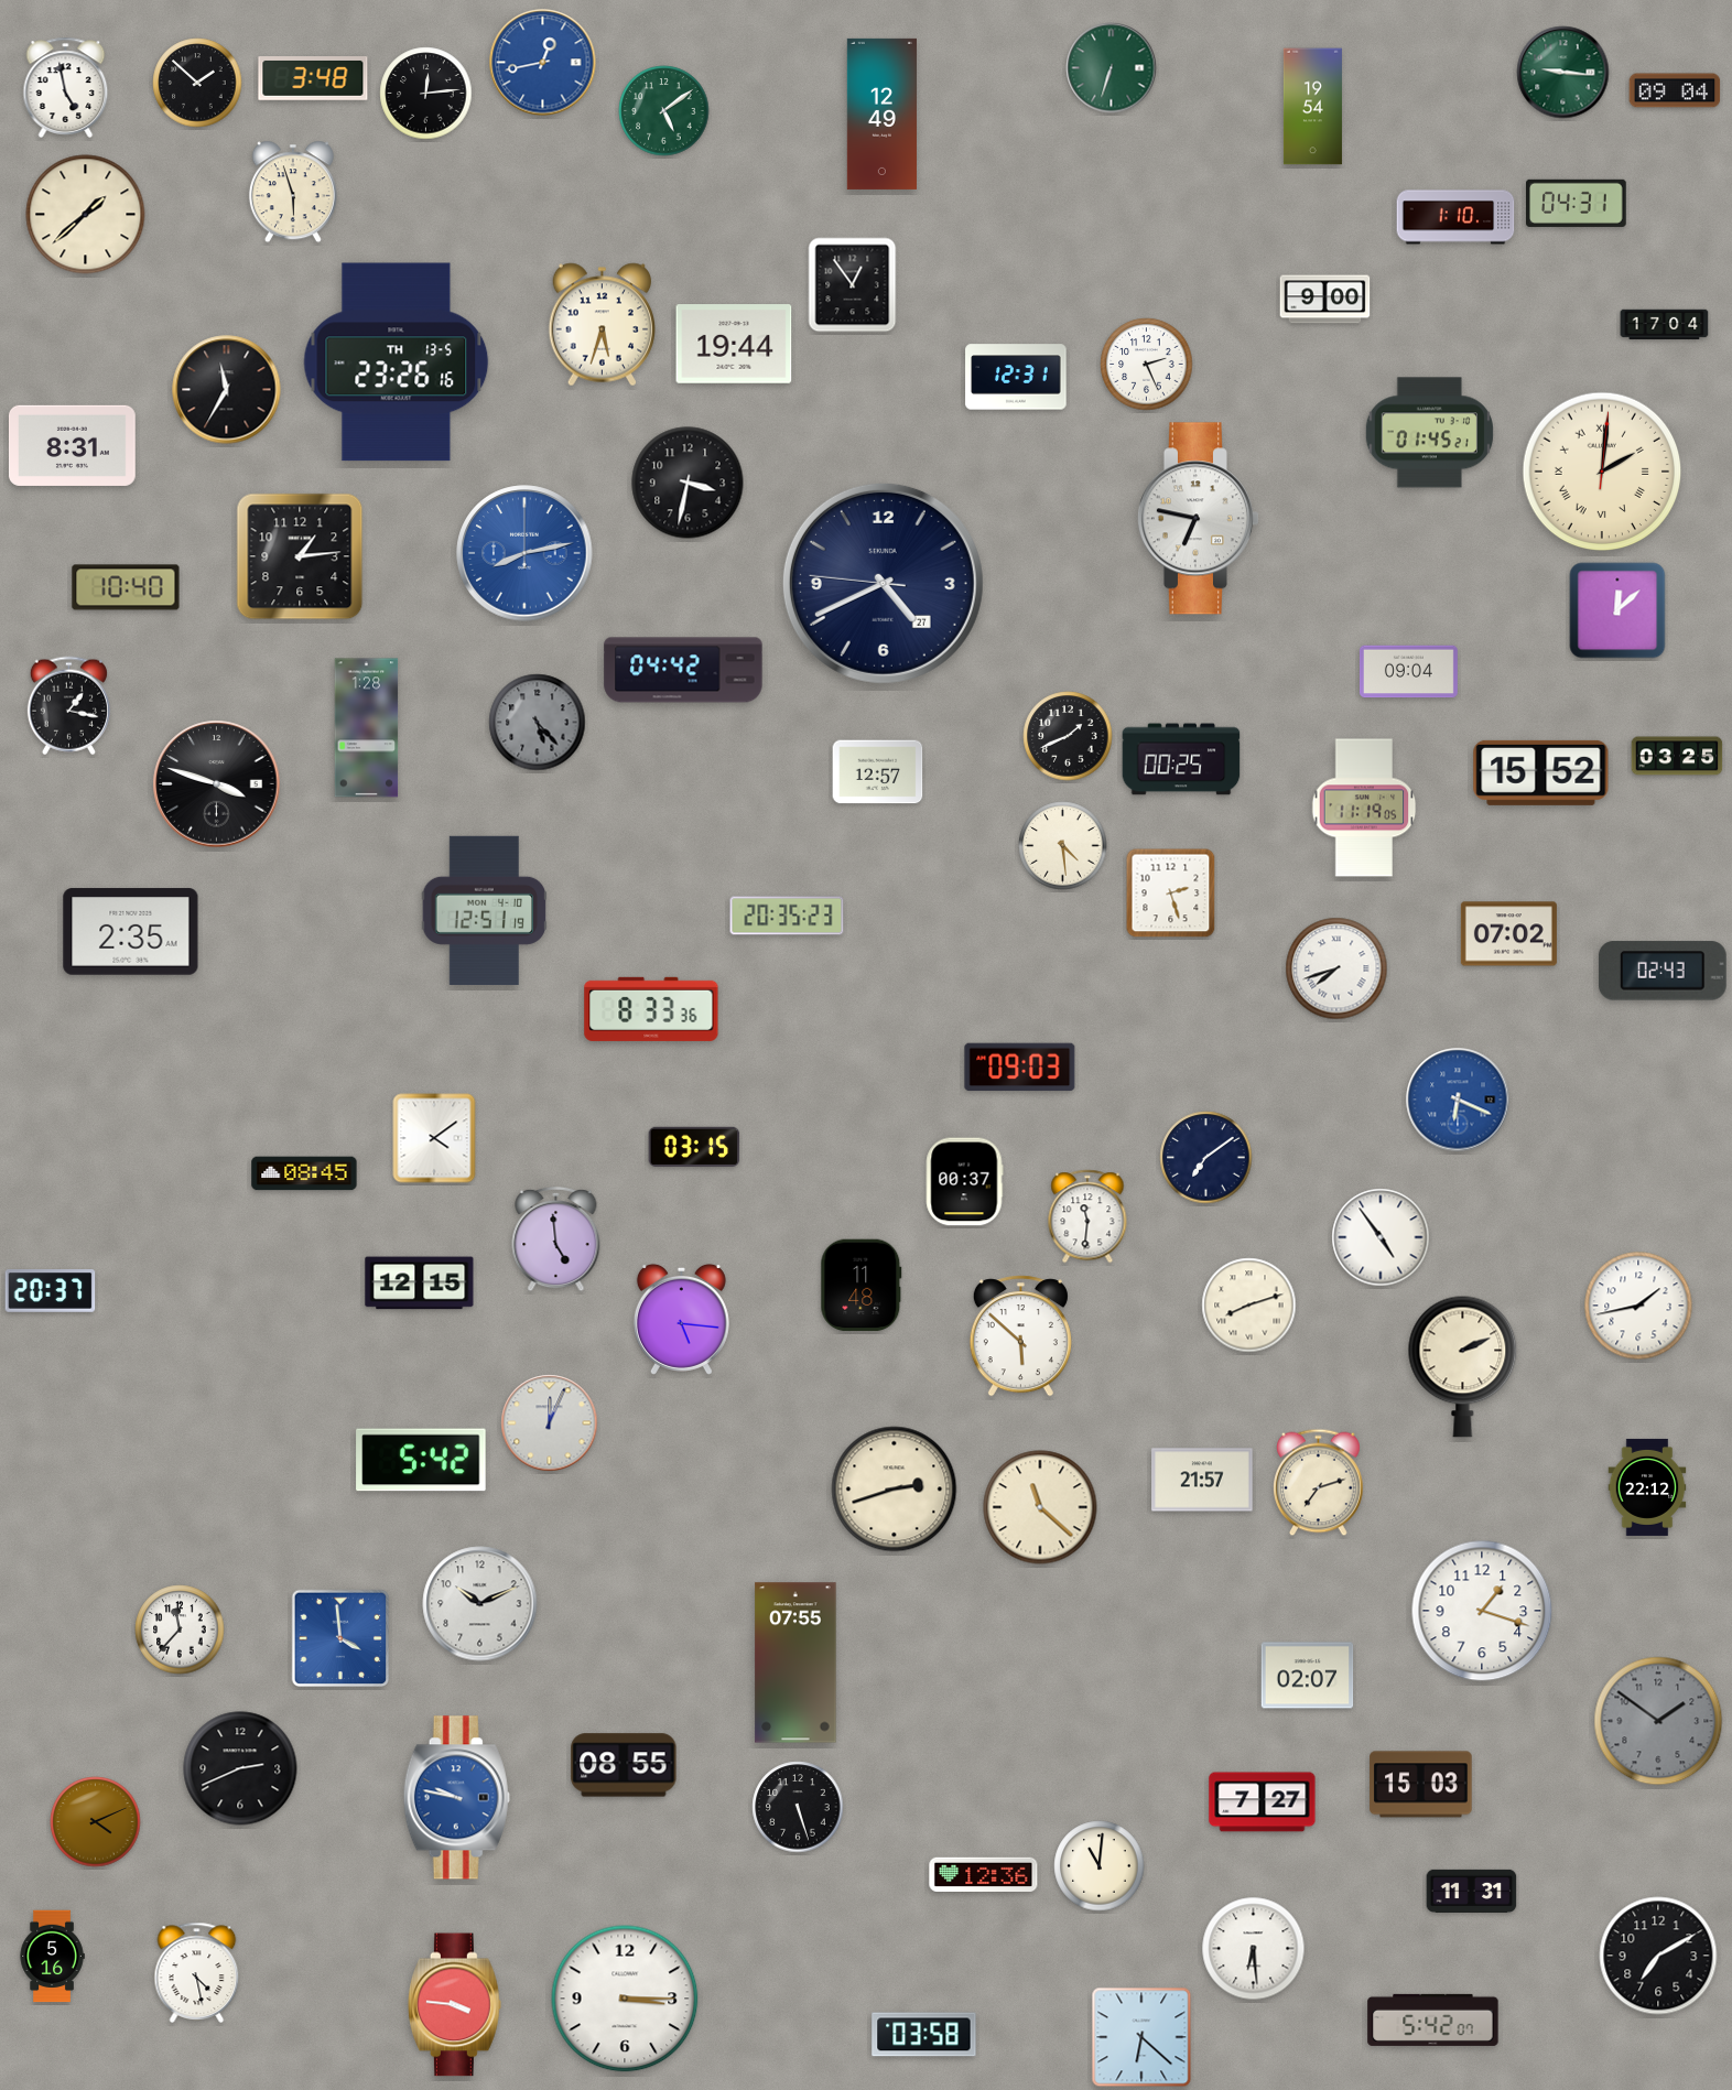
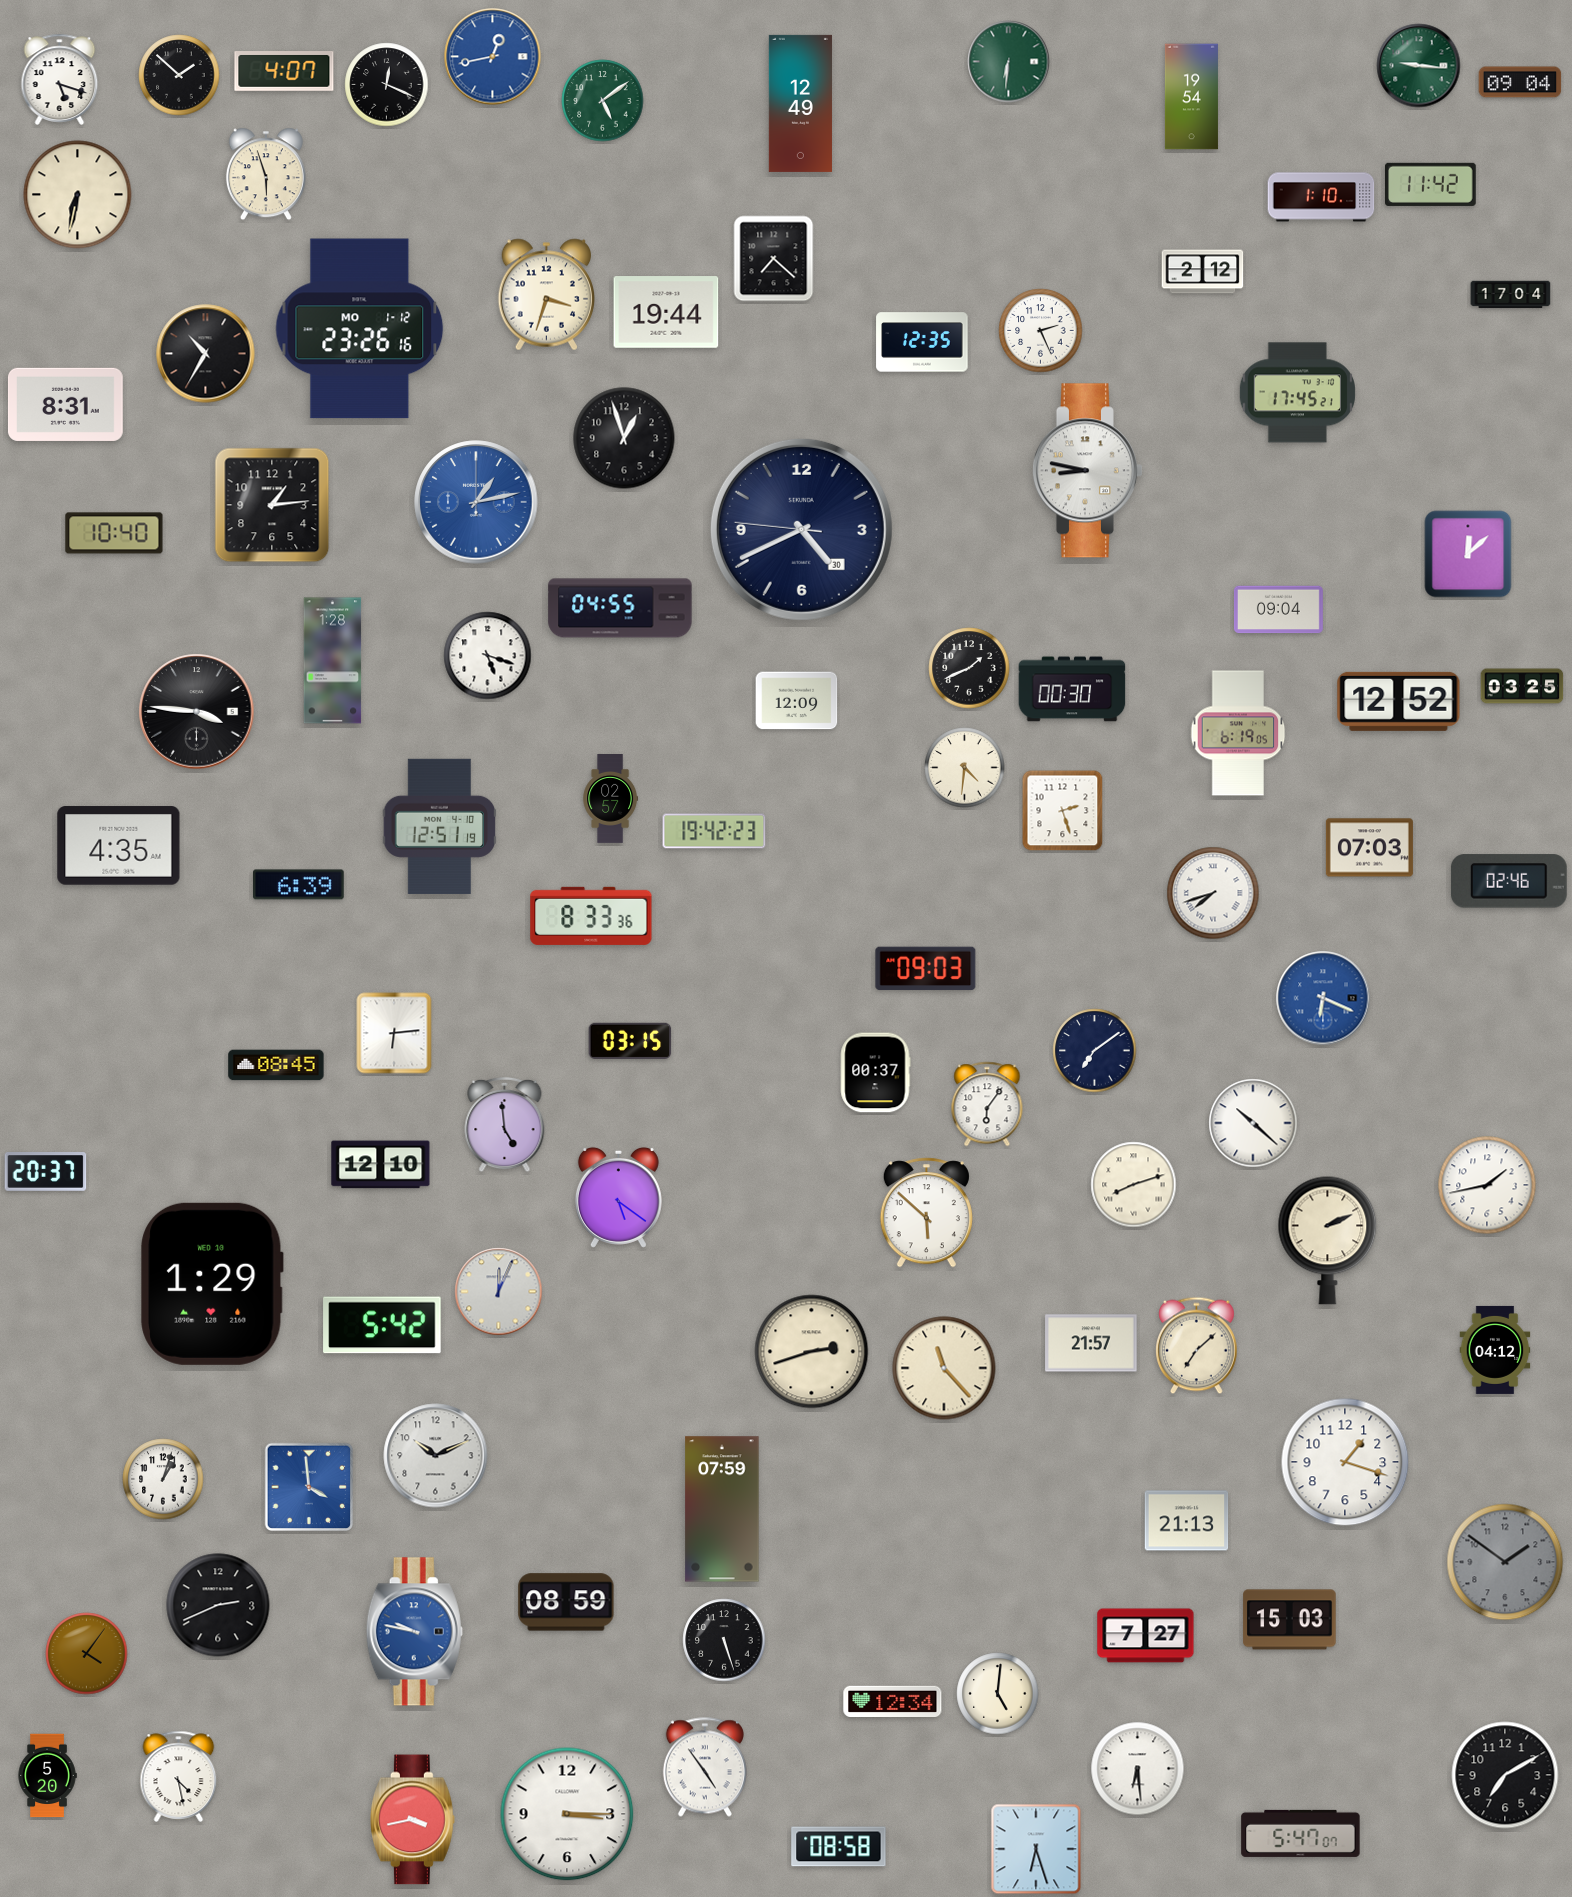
clock at (1112, 68): 6:33 -> 6:31
clock at (313, 79): 3:48 -> 4:07
clock at (66, 87): 4:58 -> 5:18
clock at (426, 94): 12:14 -> 12:19
clock at (1577, 203): 04:31 -> 11:42
clock at (86, 215): 1:38 -> 6:32
clock at (853, 285): 12:54 -> 7:22
clock at (1325, 300): 9:00 -> 2:12
clock at (603, 325): 5:33 -> 3:33
clock at (397, 362) date: TH 13-5 -> MO 1-12
clock at (1016, 377): 12:31 -> 12:35
clock at (227, 390): 11:35 -> 10:35
clock at (1429, 433): 01:45 -> 17:45
clock at (1602, 472): 2:01 -> none
clock at (688, 483): 3:32 -> 12:57
clock at (1198, 519): 6:47 -> 8:47
clock at (524, 553): 8:13 -> 1:13
clock at (883, 583) date: 27 -> 30
clock at (683, 670): 04:42 -> 04:55
clock at (68, 706): 1:17 -> none
clock at (538, 723): 5:23 -> 5:18
clock at (538, 723) dial: grey -> white
clock at (1181, 759): 00:25 -> 00:30
clock at (878, 772): 12:57 -> 12:09
clock at (1541, 772): 15:52 -> 12:52
clock at (217, 784): 3:48 -> 3:46
clock at (1364, 808): 11:19 -> 6:19
clock at (1063, 846): 4:29 -> 4:31
clock at (611, 799): none -> 02:57
clock at (787, 916): 20:35 -> 19:42
clock at (131, 932): 2:35 -> 4:35
clock at (1508, 934): 07:02 -> 07:03
clock at (1336, 968) position: (1336, 968) -> (1213, 893)
clock at (1663, 971): 02:43 -> 02:46
clock at (299, 885): none -> 6:39
clock at (434, 1138): 4:09 -> 6:14
clock at (1087, 1216): 11:31 -> 6:06
clock at (1381, 1237): 4:54 -> 10:22
clock at (420, 1284): 12:15 -> 12:10
clock at (862, 1286): 11:48 -> none
clock at (681, 1319): 5:16 -> 5:21
clock at (212, 1284): none -> 1:29
clock at (1319, 1483): 7:12 -> 7:08
clock at (1647, 1487): 22:12 -> 04:12
clock at (1040, 1507): 11:22 -> 11:23
clock at (180, 1629): 11:37 -> 1:03
clock at (795, 1663): 07:55 -> 07:59
clock at (1308, 1676): 02:07 -> 21:13
clock at (624, 1765): 08:55 -> 08:59
clock at (96, 1822): 4:11 -> 4:06
clock at (1100, 1866): 11:01 -> 5:01
clock at (984, 1874): 12:36 -> 12:34
clock at (1472, 1891): 11:31 -> none
clock at (705, 1767): none -> 4:54
clock at (52, 1957): 5:16 -> 5:20
clock at (197, 1972) position: (197, 1972) -> (179, 1776)
clock at (455, 2005): 3:46 -> 3:43
clock at (1433, 2019): 5:42 -> 5:47
clock at (924, 2035): 03:58 -> 08:58
clock at (1141, 2037): 6:22 -> 6:27
